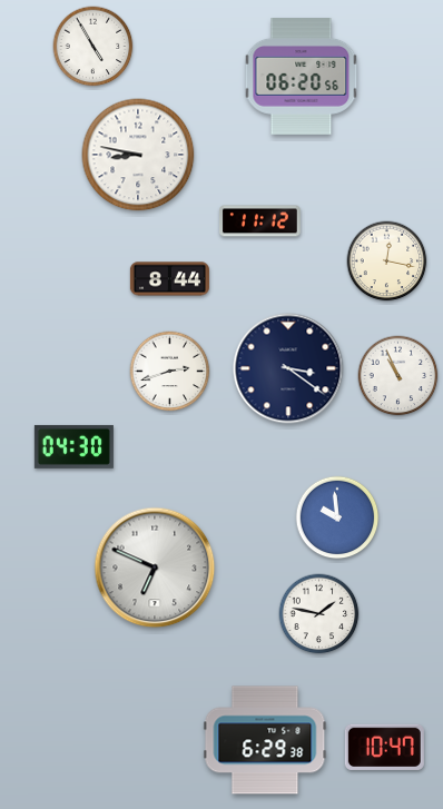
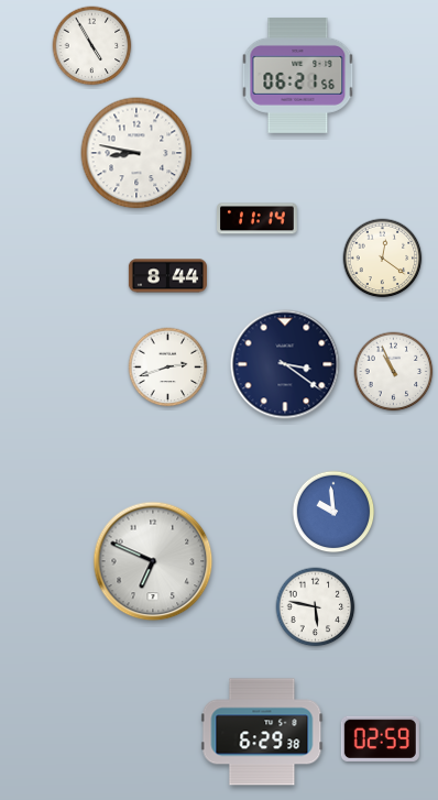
clock at (302, 77): 06:20 -> 06:21
clock at (260, 221): 11:12 -> 11:14
clock at (387, 262): 12:17 -> 12:21
clock at (73, 446): 04:30 -> none
clock at (319, 614): 1:47 -> 5:47
clock at (384, 747): 10:47 -> 02:59
